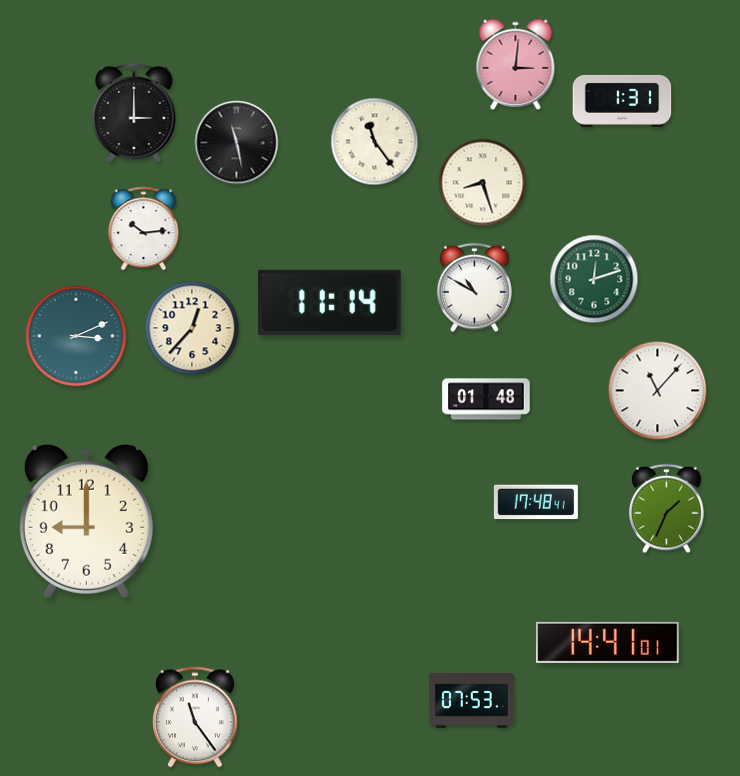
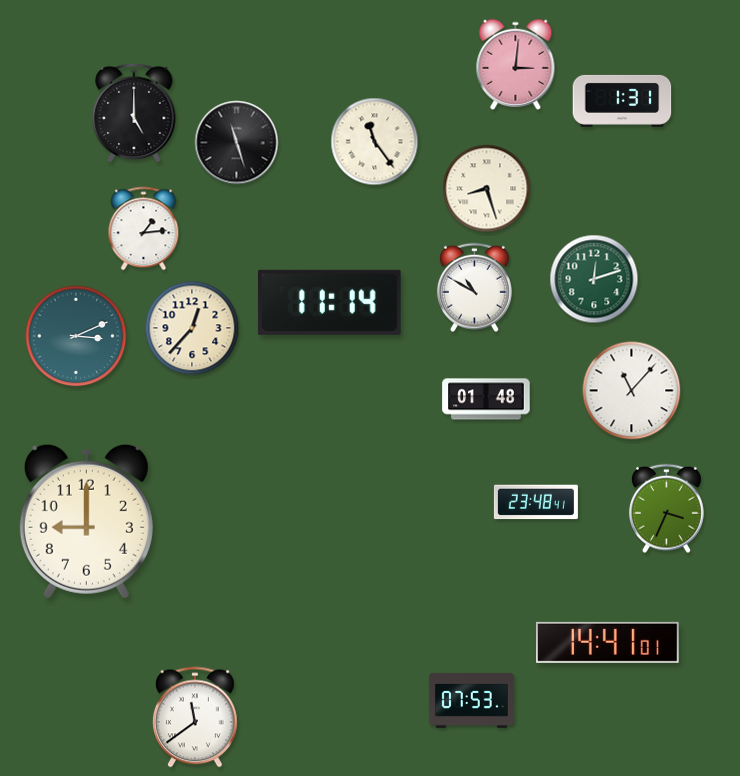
clock at (134, 113): 3:00 -> 5:00
clock at (237, 143): 11:28 -> 11:27
clock at (483, 183) position: (483, 183) -> (487, 189)
clock at (144, 229): 10:14 -> 1:14
clock at (658, 391) position: (658, 391) -> (632, 391)
clock at (536, 502): 17:48 -> 23:48
clock at (667, 509): 1:34 -> 3:34
clock at (196, 717): 11:24 -> 11:39
